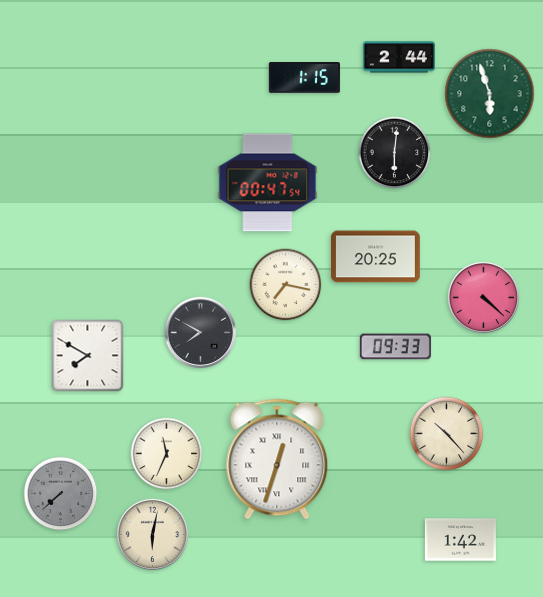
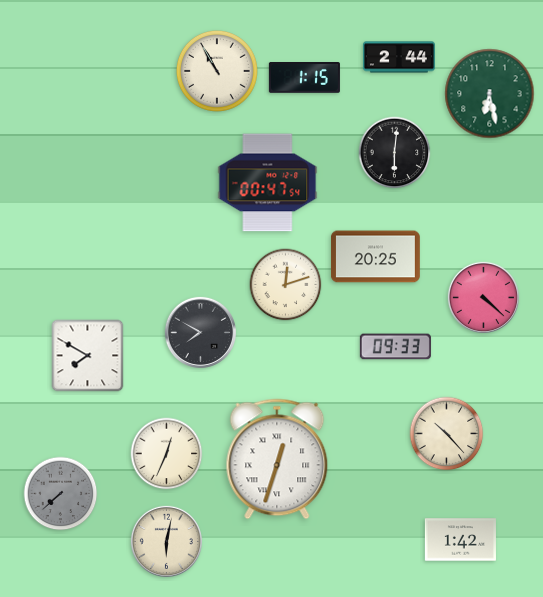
clock at (217, 71): none -> 10:55
clock at (490, 94): 5:57 -> 6:28
clock at (286, 285): 7:17 -> 12:12
clock at (167, 454): 11:34 -> 12:34
clock at (152, 534) position: (152, 534) -> (166, 541)
